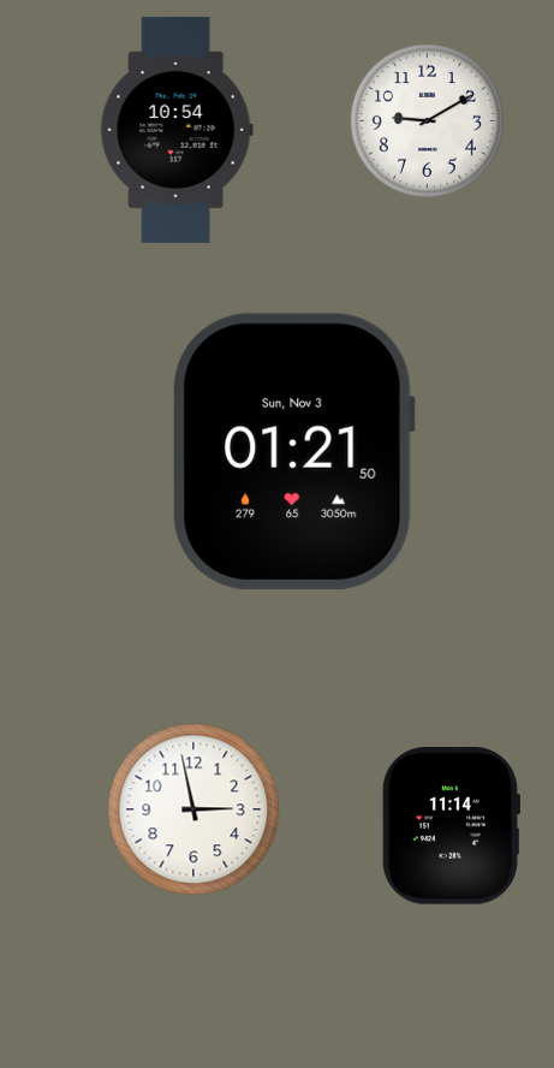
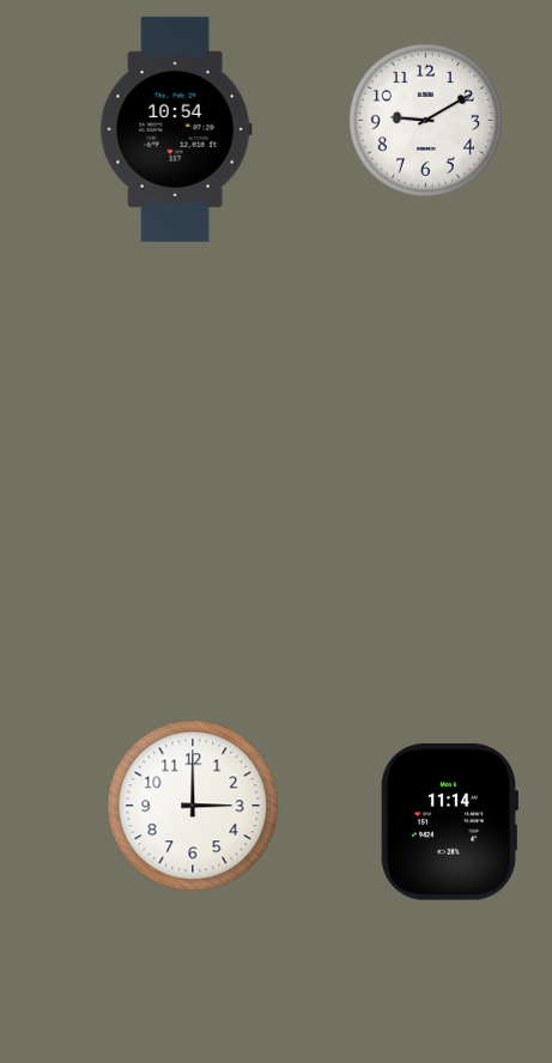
clock at (293, 451): 01:21 -> none
clock at (193, 809): 2:58 -> 3:00
